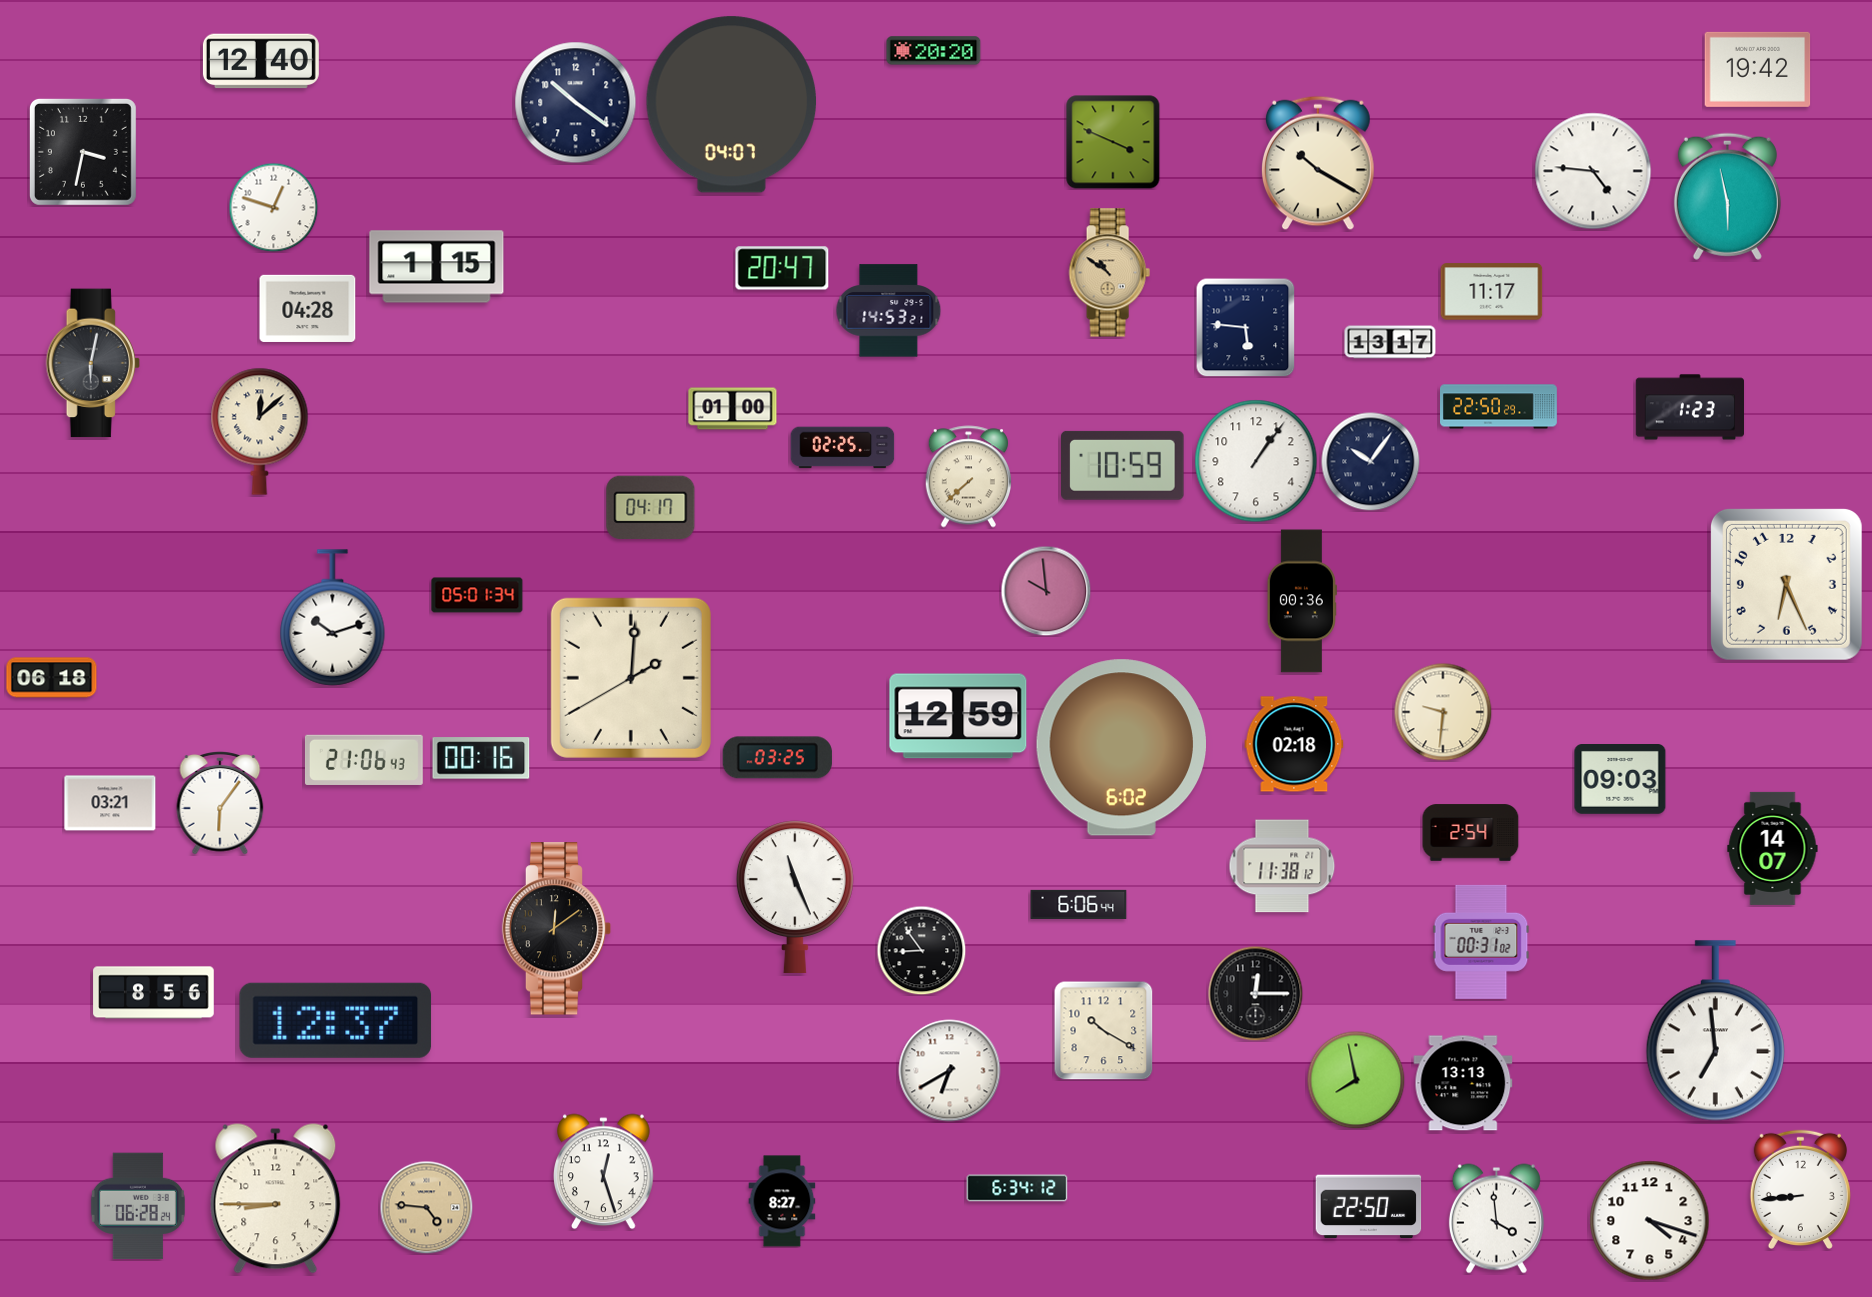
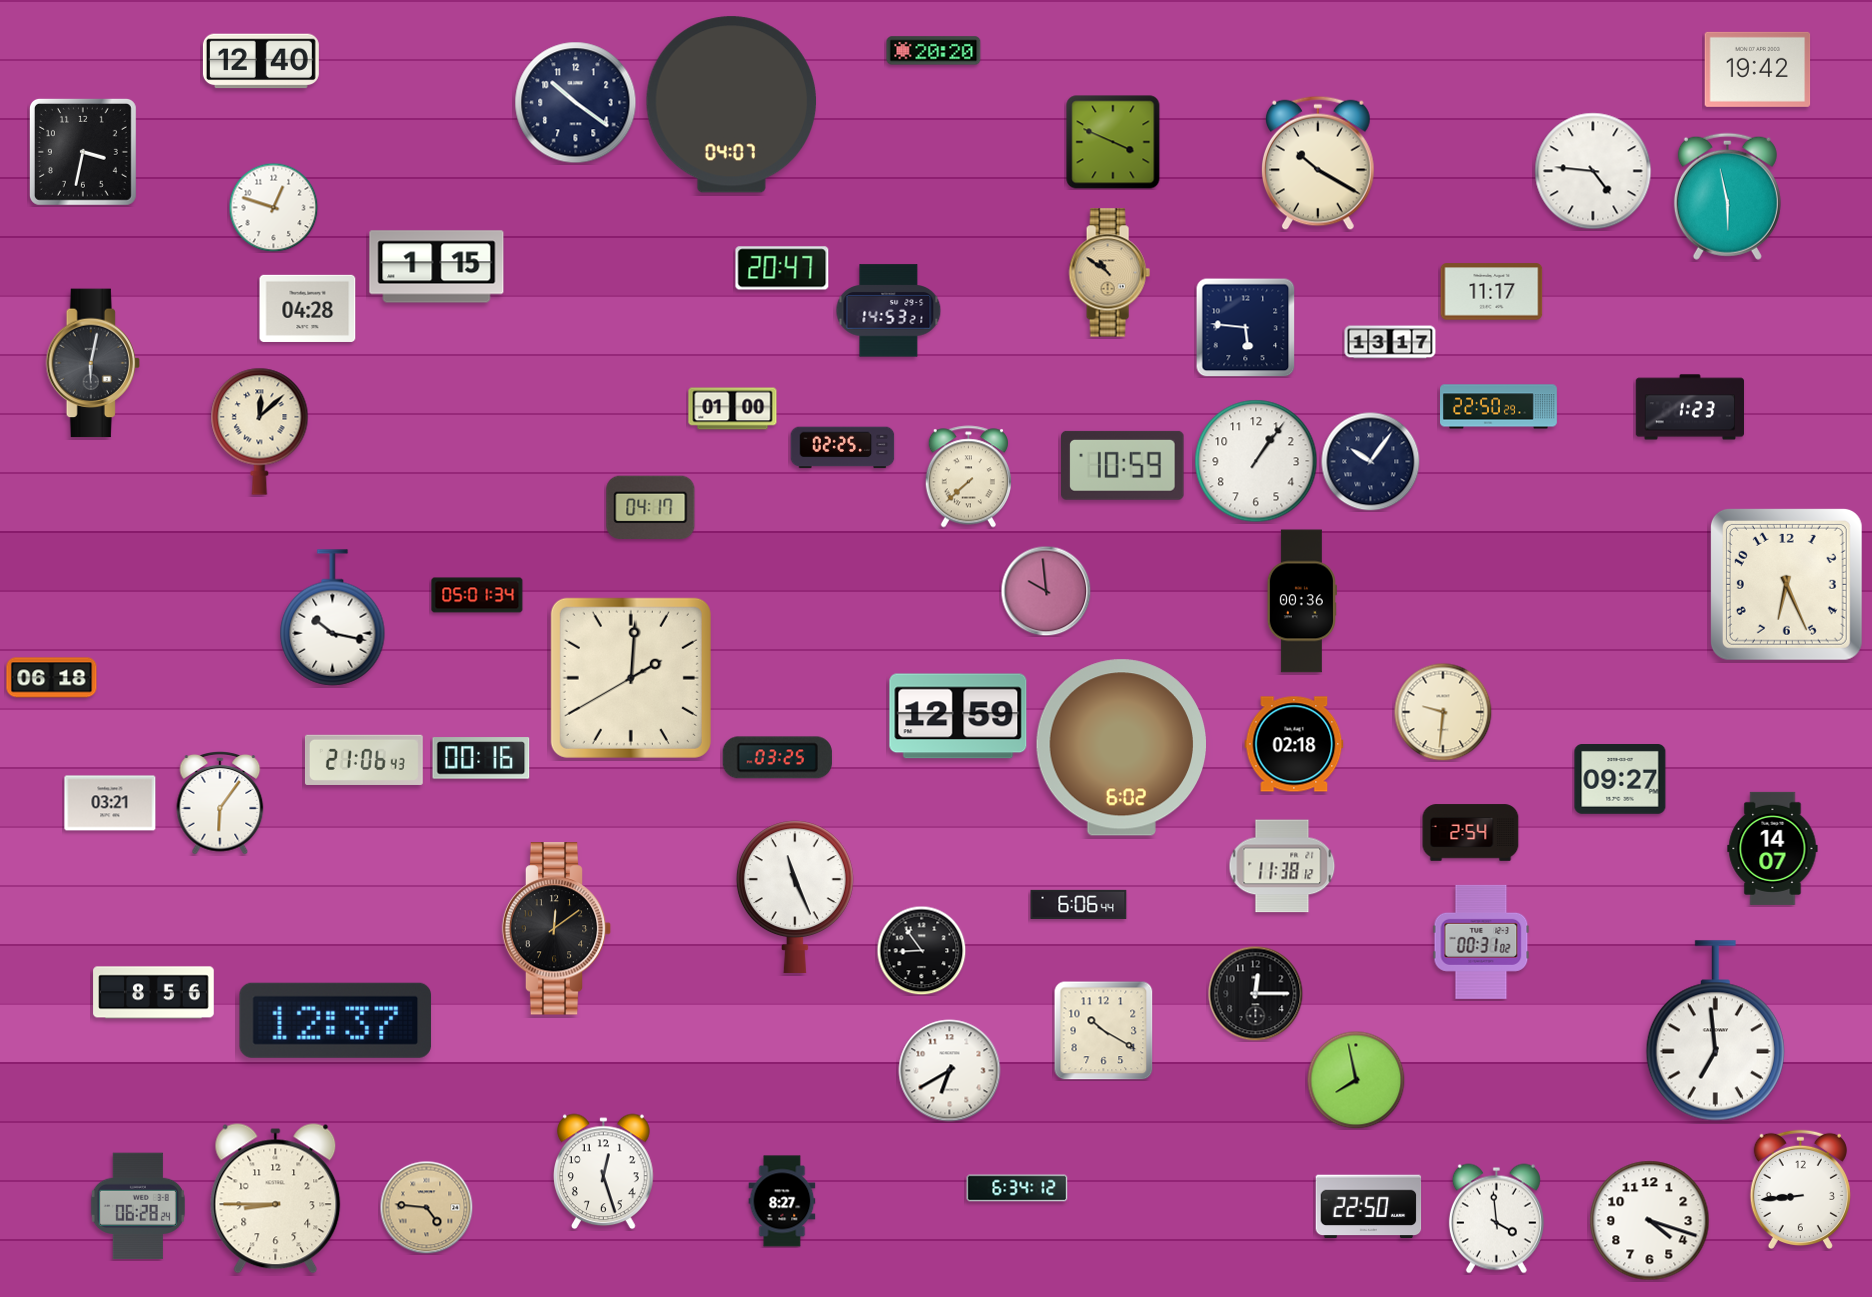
clock at (333, 618): 10:12 -> 10:17
clock at (1620, 780): 09:03 -> 09:27
clock at (1463, 1083): 13:13 -> none
